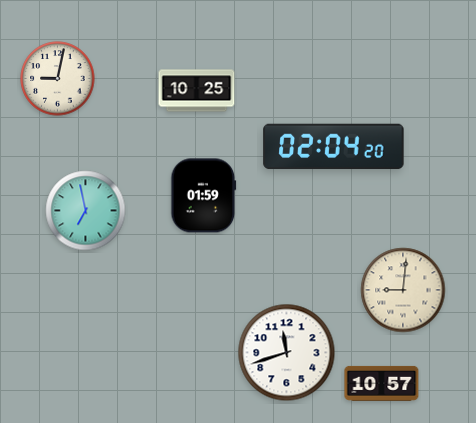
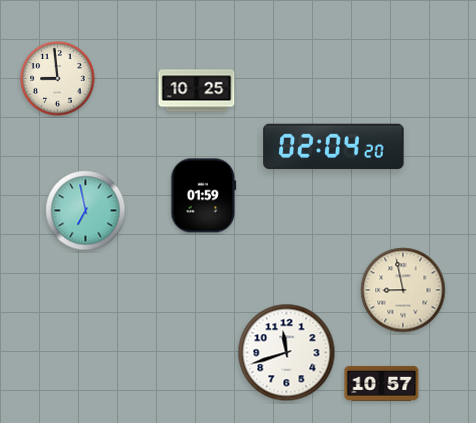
clock at (58, 79): 9:02 -> 8:59
clock at (403, 290): 9:01 -> 8:58
